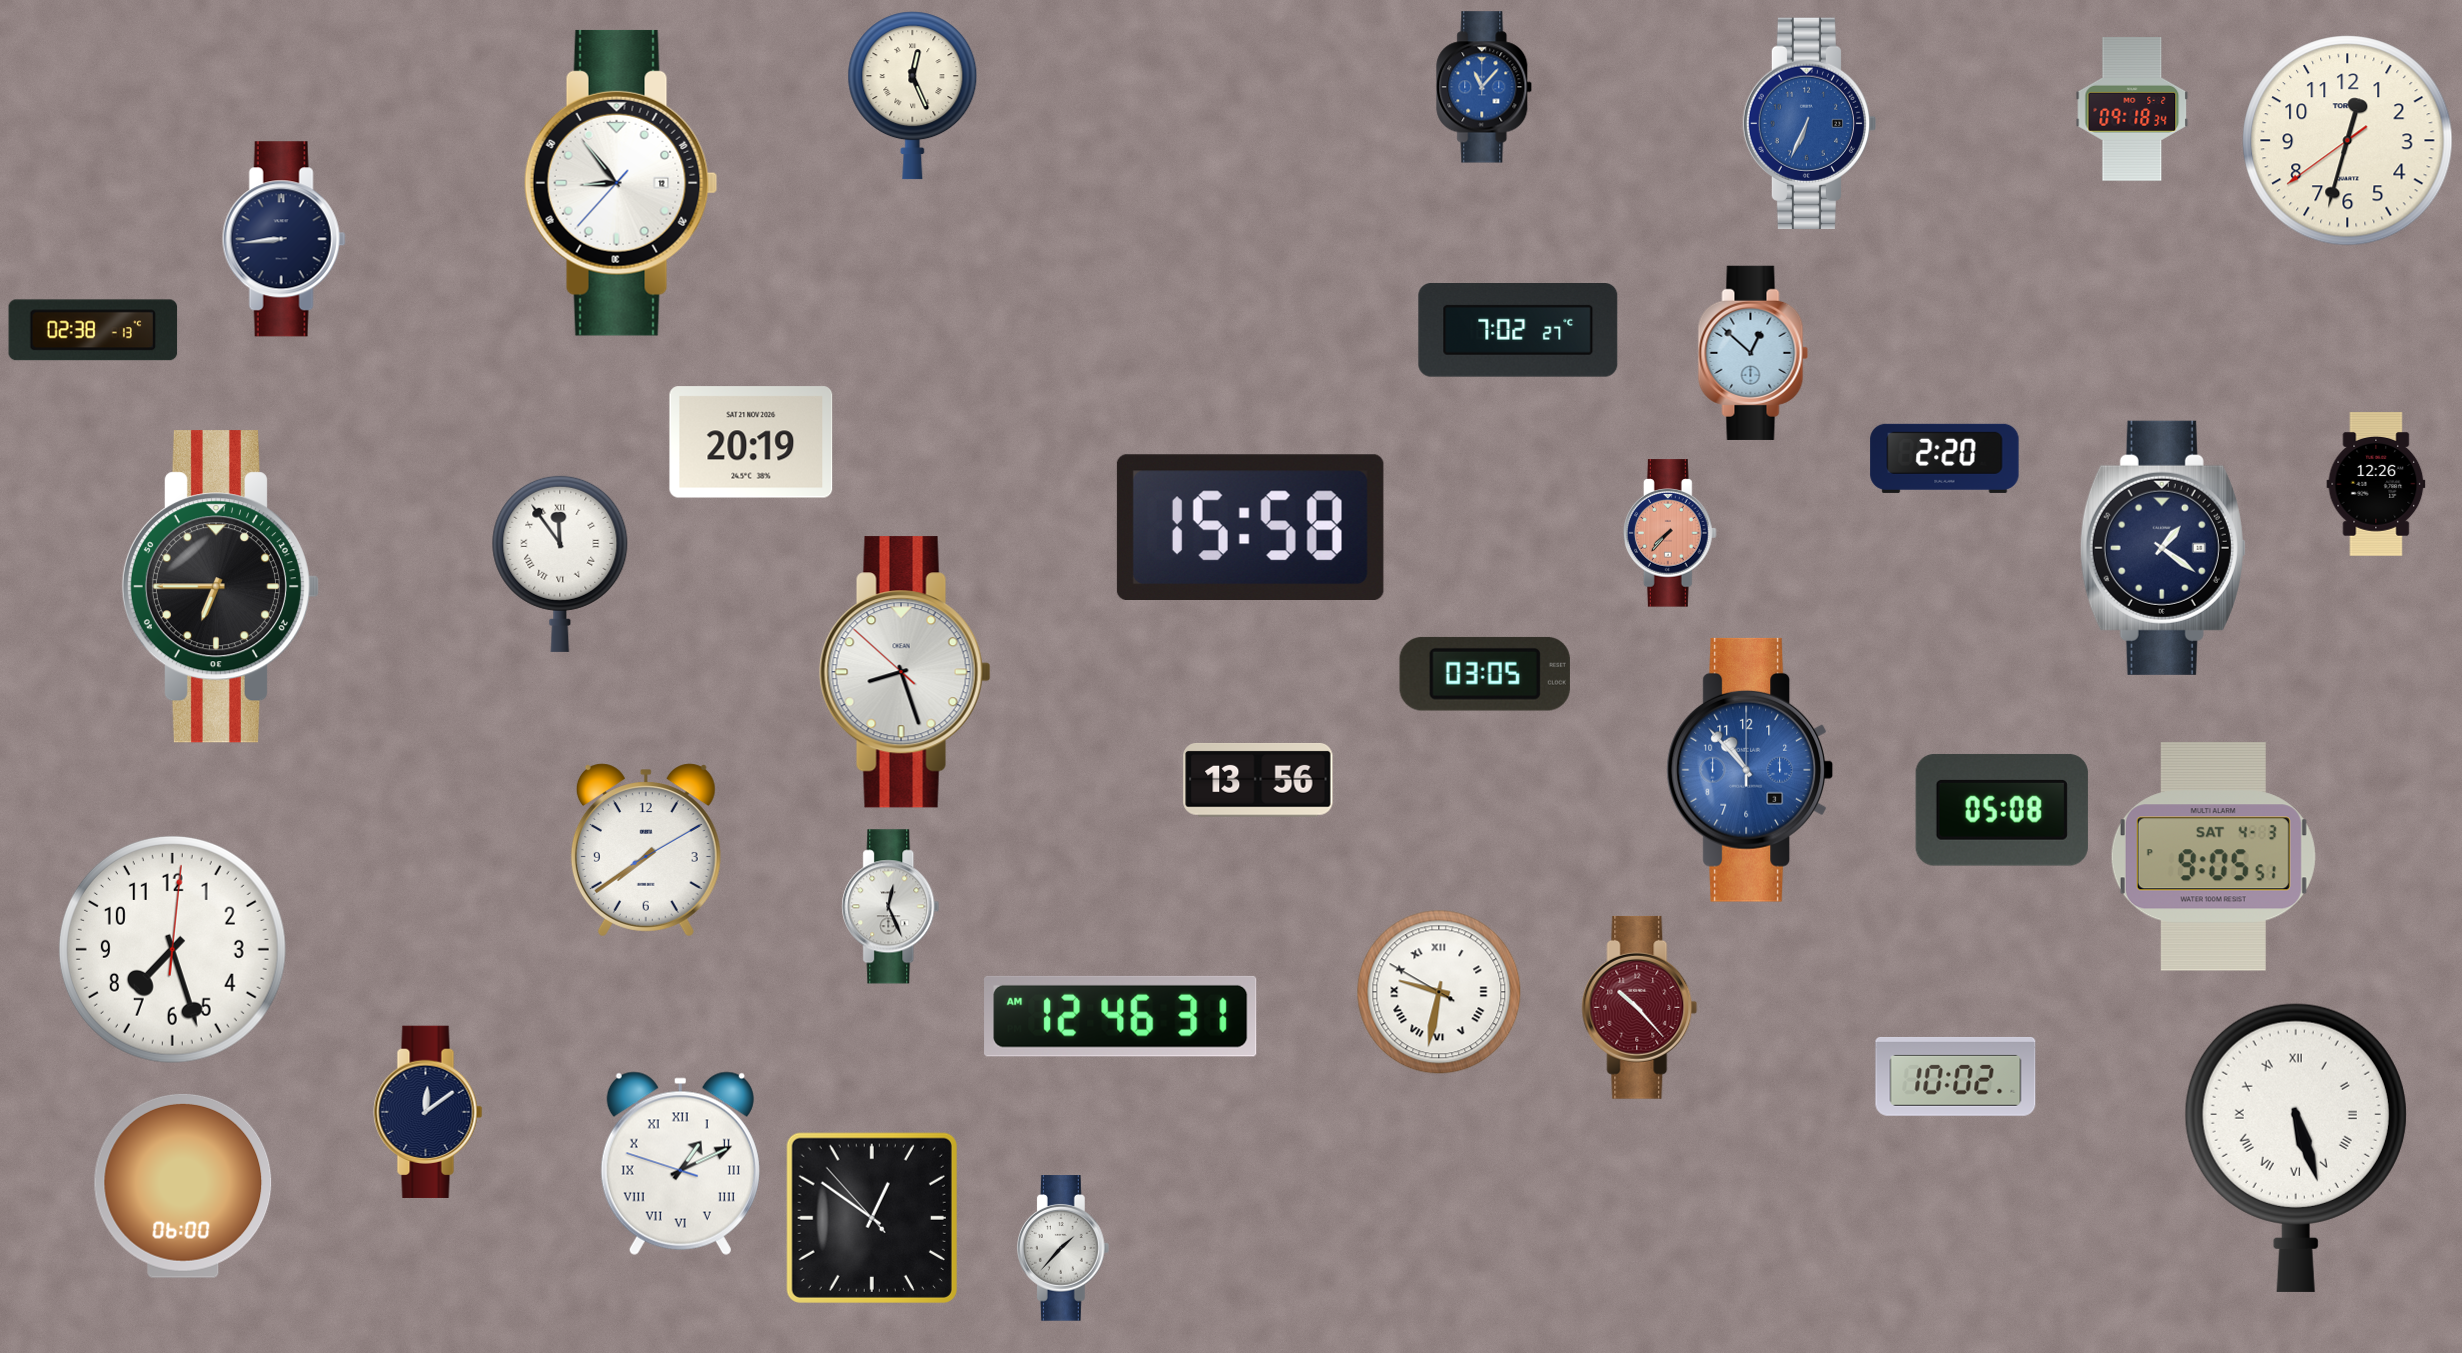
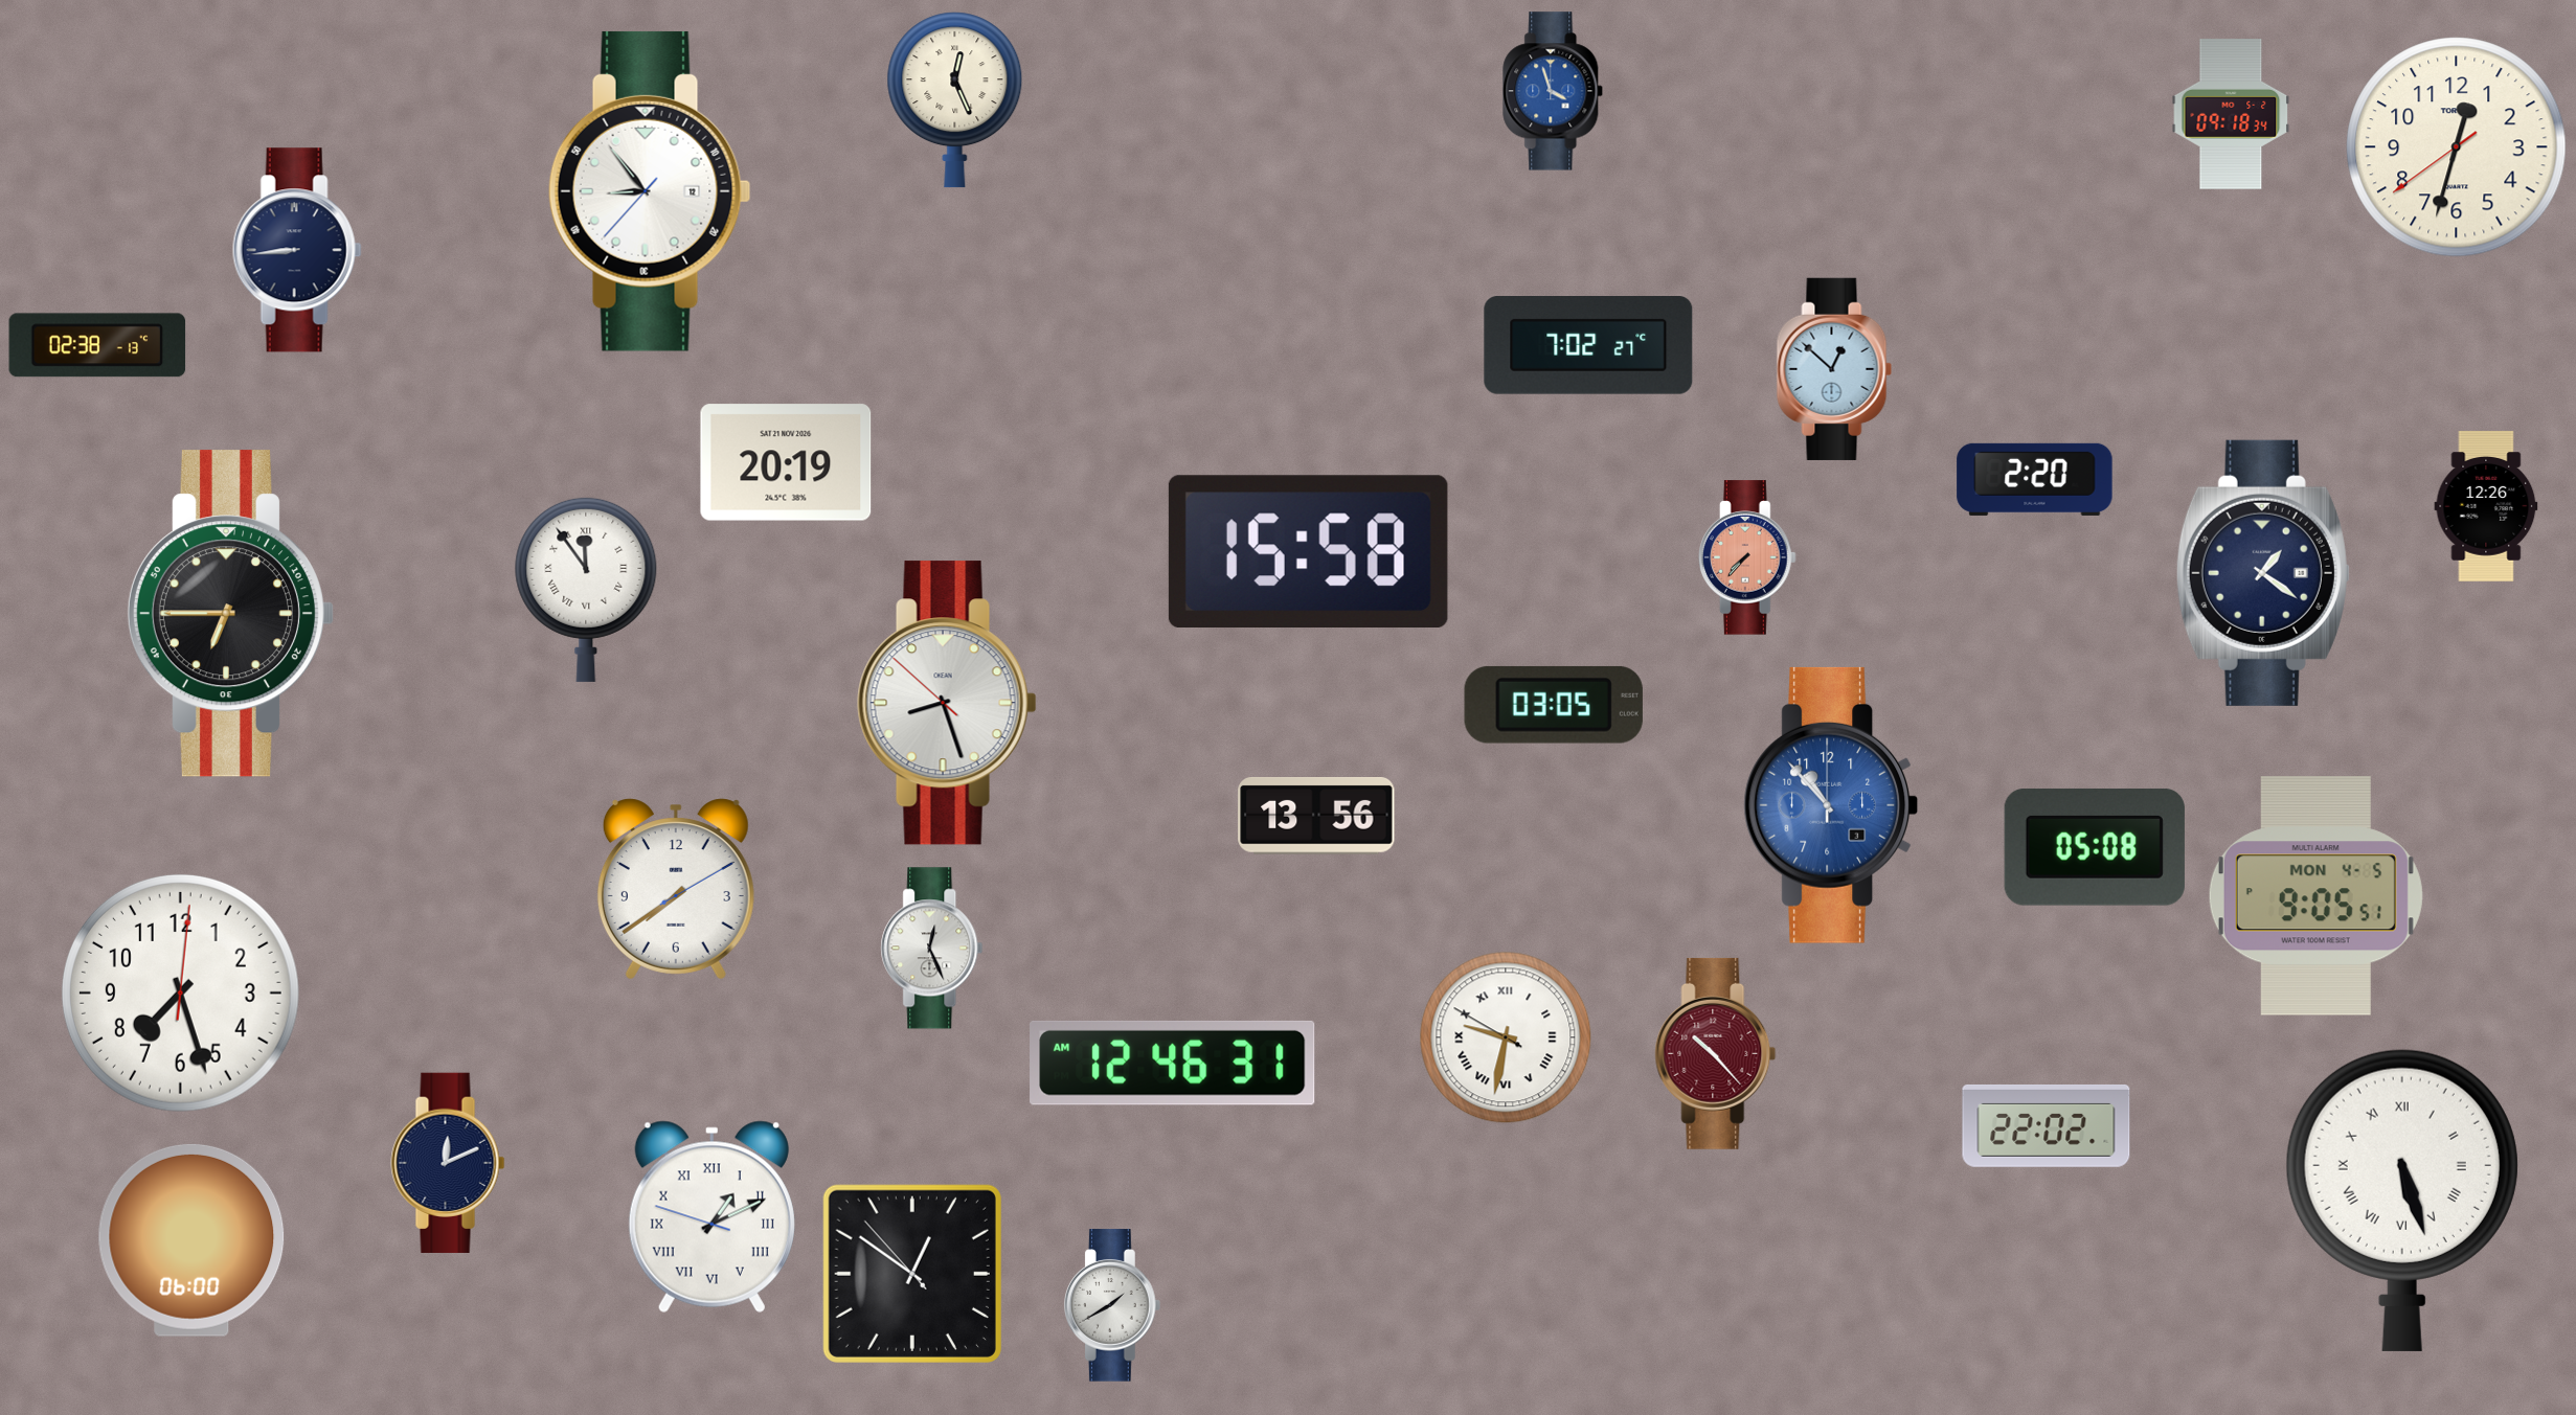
clock at (1485, 87): 11:07 -> 3:57
clock at (1809, 123): 6:34 -> none
clock at (2213, 857) date: SAT 4-3 -> MON 4-5
clock at (1956, 1076): 10:02 -> 22:02
clock at (428, 1112): 12:09 -> 12:11
clock at (1063, 1248): 1:37 -> 1:40
